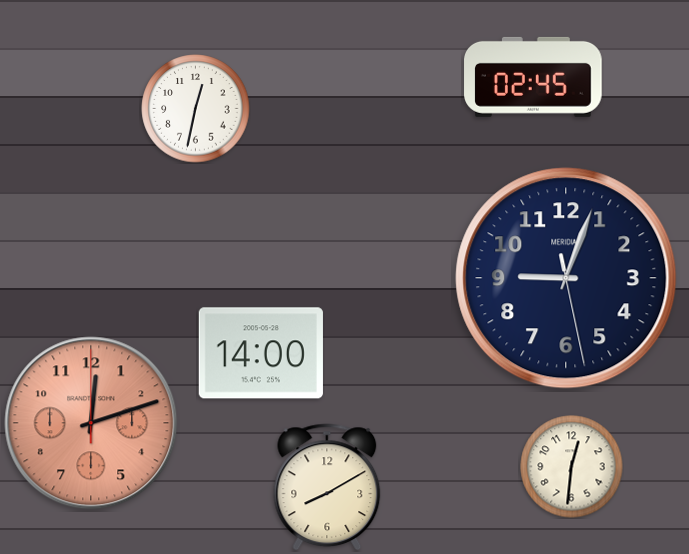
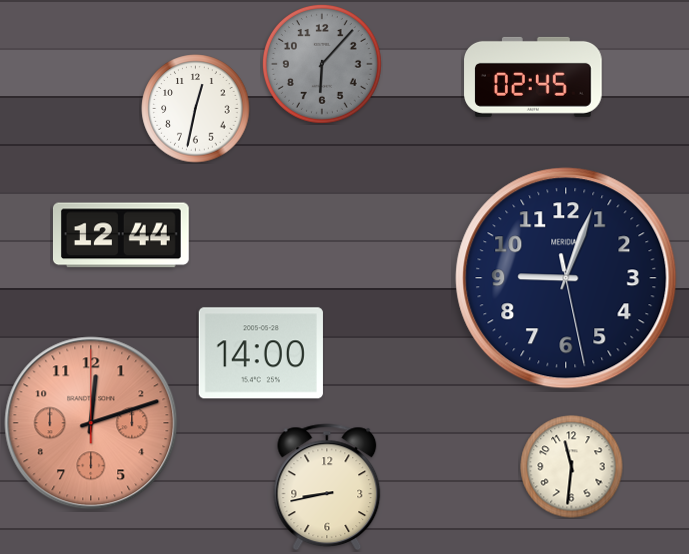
clock at (322, 64): none -> 6:07
clock at (121, 235): none -> 12:44
clock at (572, 467): 12:31 -> 11:31
clock at (327, 487): 8:10 -> 8:43
